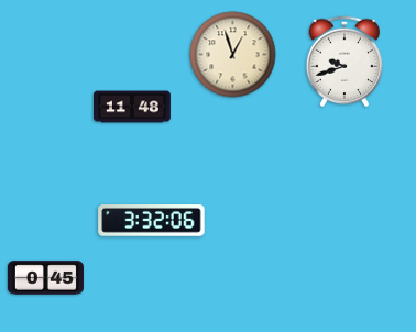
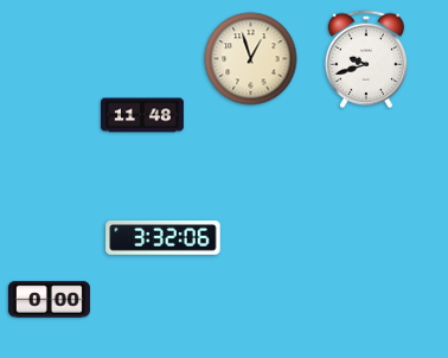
clock at (344, 60) position: (344, 60) -> (366, 58)
clock at (45, 278): 0:45 -> 0:00
